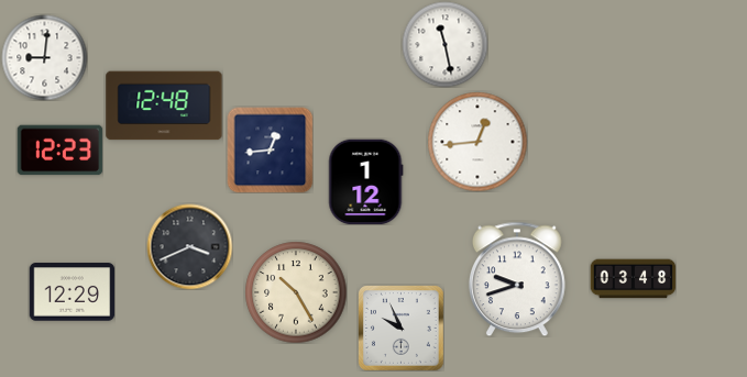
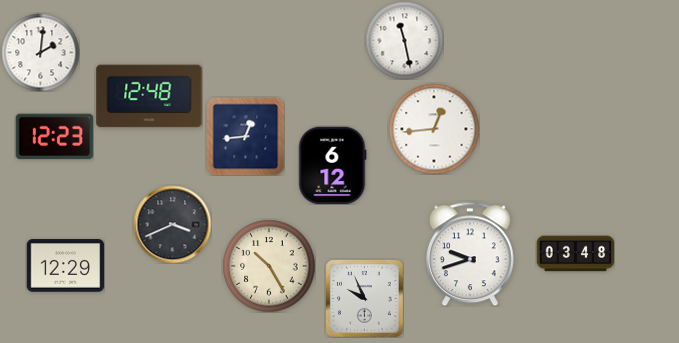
clock at (44, 57): 9:01 -> 2:01
clock at (365, 181): 1:12 -> 6:12
